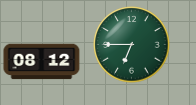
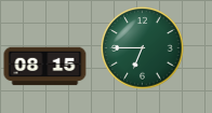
clock at (42, 62): 08:12 -> 08:15
